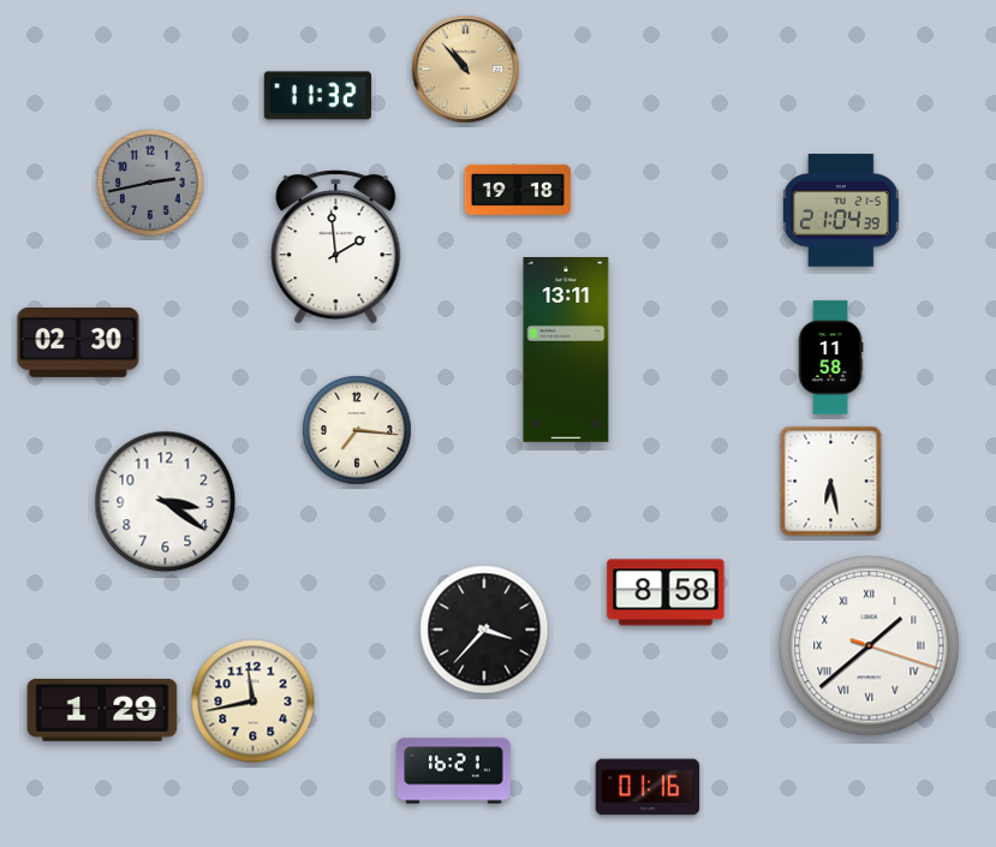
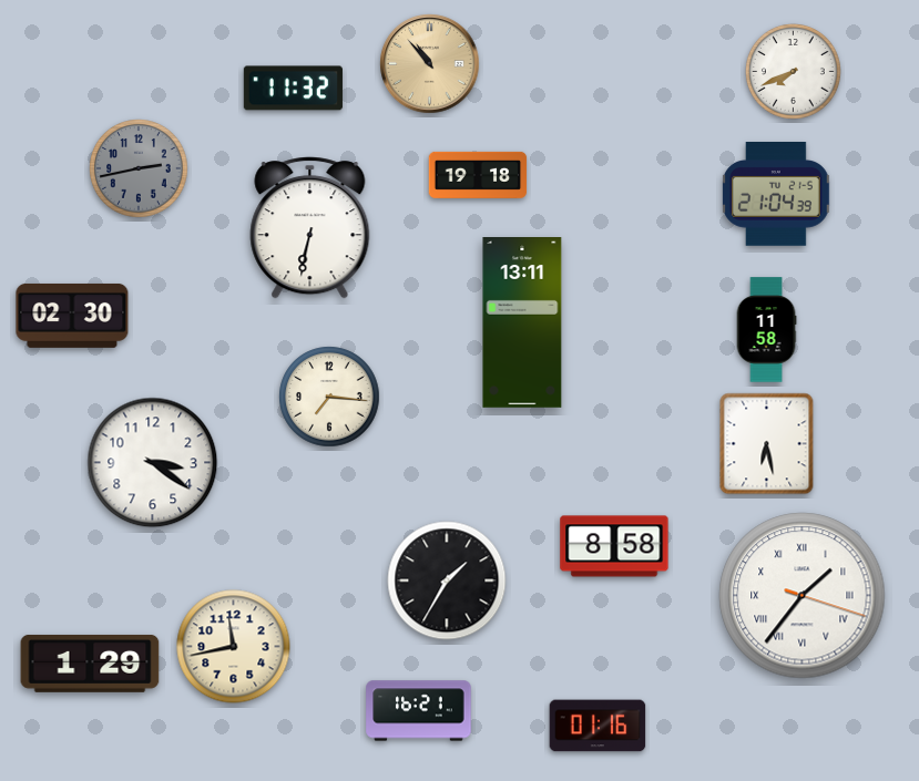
clock at (794, 72): none -> 7:41
clock at (336, 247): 1:59 -> 6:32
clock at (484, 630): 3:37 -> 1:35
clock at (870, 646): 1:38 -> 1:36
clock at (102, 710) position: (102, 710) -> (90, 664)
